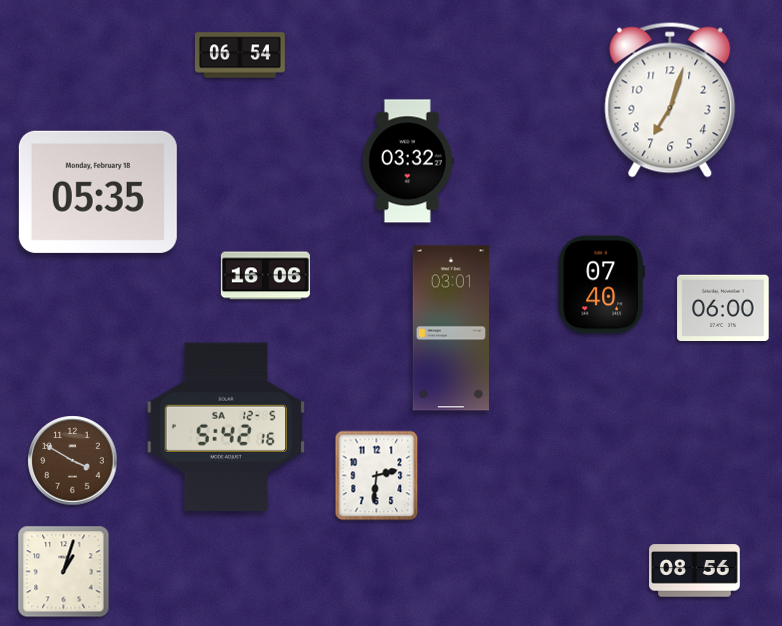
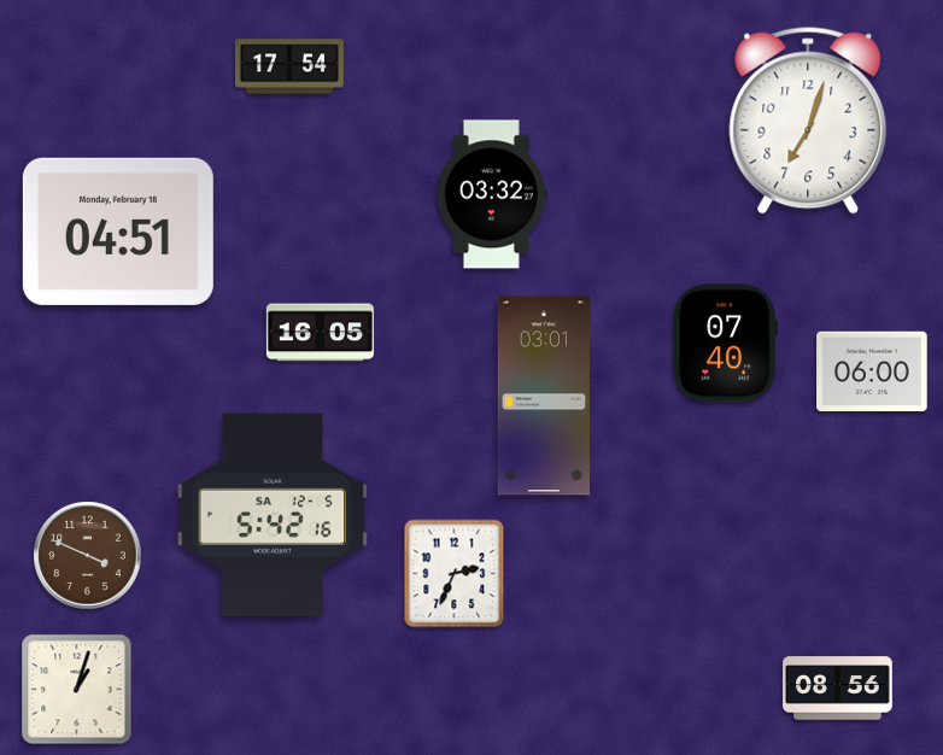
clock at (240, 55): 06:54 -> 17:54
clock at (98, 192): 05:35 -> 04:51
clock at (265, 276): 16:06 -> 16:05
clock at (73, 461): 3:50 -> 3:49
clock at (377, 476): 2:31 -> 2:34
